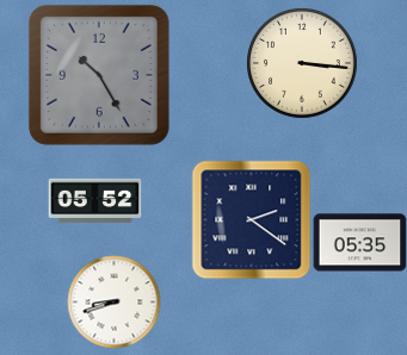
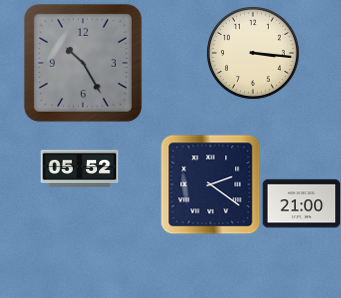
clock at (359, 243): 05:35 -> 21:00
clock at (113, 301): 8:42 -> none
